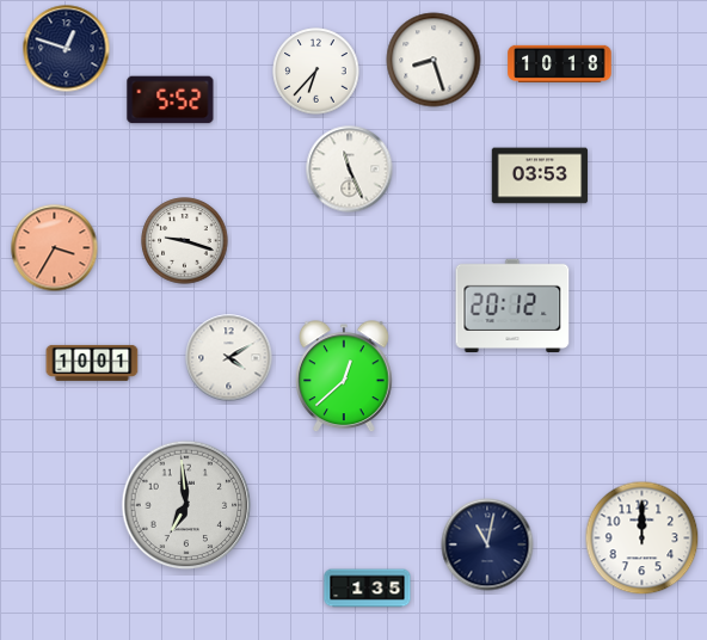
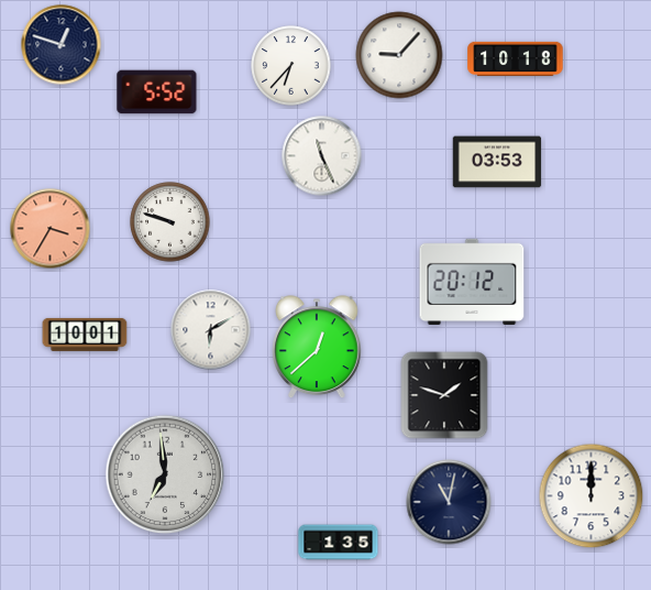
clock at (434, 60): 8:27 -> 9:07
clock at (185, 241): 9:18 -> 9:48
clock at (229, 358): 4:10 -> 6:10
clock at (444, 395): none -> 1:48
clock at (186, 505) position: (186, 505) -> (165, 474)
